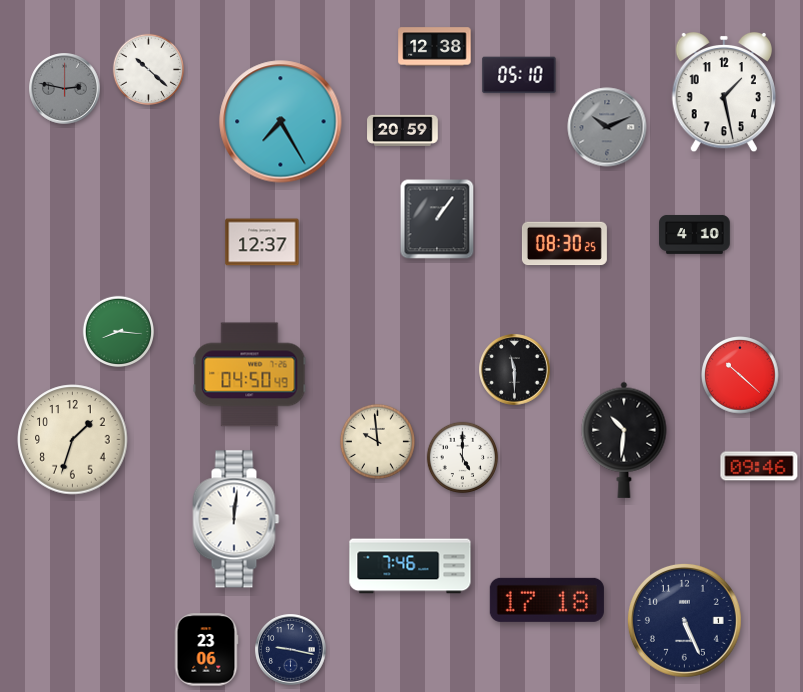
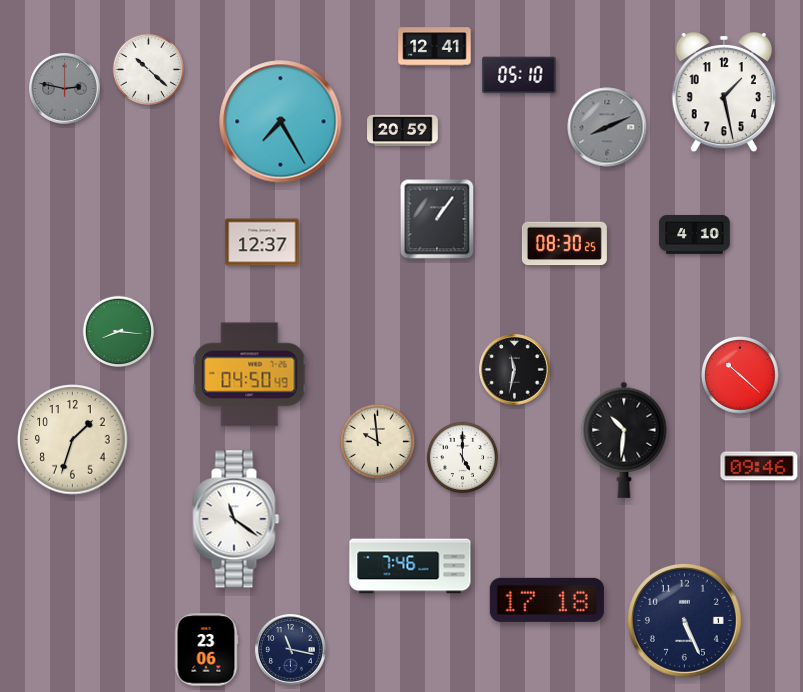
clock at (435, 47): 12:38 -> 12:41
clock at (607, 127): 10:11 -> 8:11
clock at (515, 370): 11:30 -> 11:32
clock at (236, 519): 12:01 -> 11:21
clock at (291, 650): 9:17 -> 11:17
